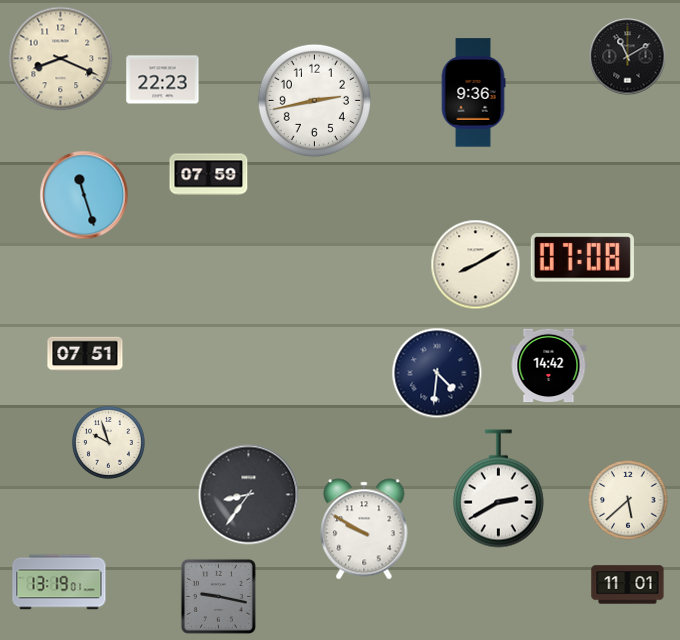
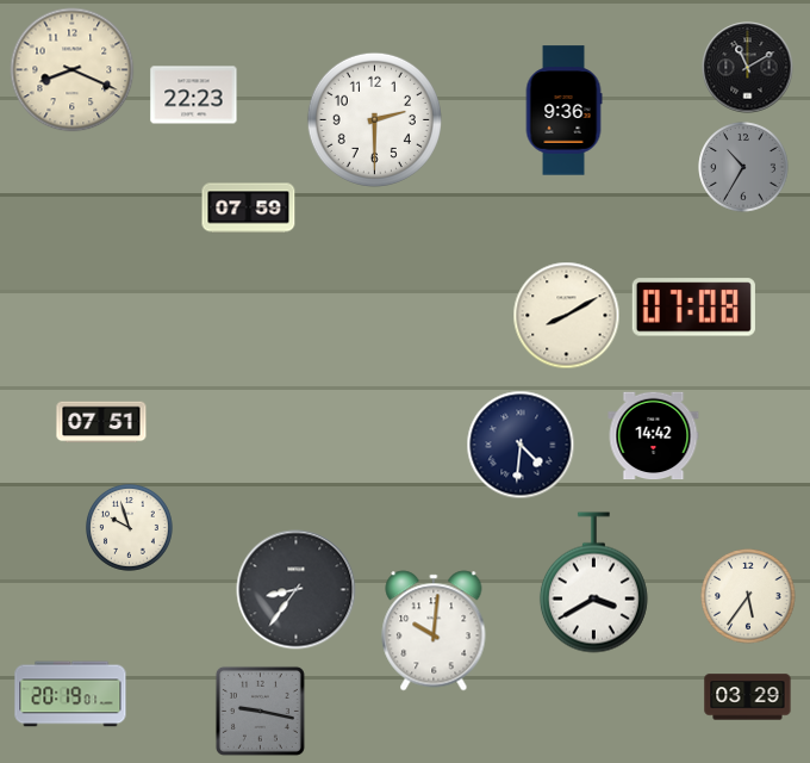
clock at (314, 100): 2:43 -> 2:30
clock at (743, 167): none -> 10:35
clock at (84, 195): 11:27 -> none
clock at (498, 489): 2:40 -> 3:40
clock at (628, 500): 5:38 -> 5:36
clock at (364, 529): 9:50 -> 10:01
clock at (59, 582): 13:19 -> 20:19
clock at (628, 585): 11:01 -> 03:29
